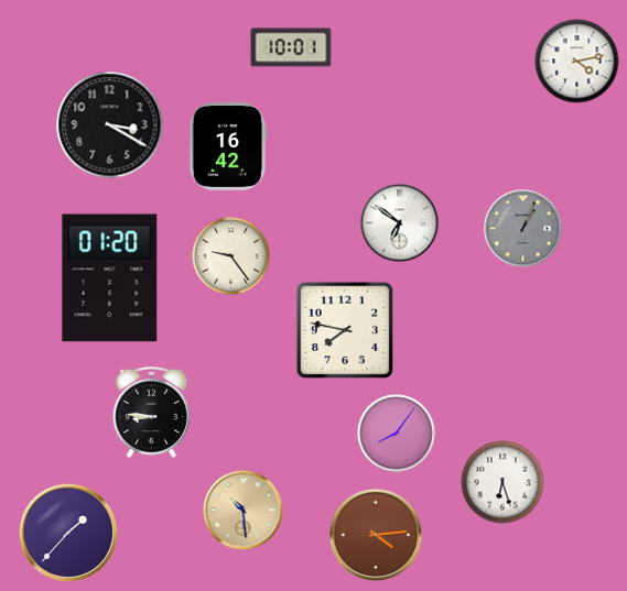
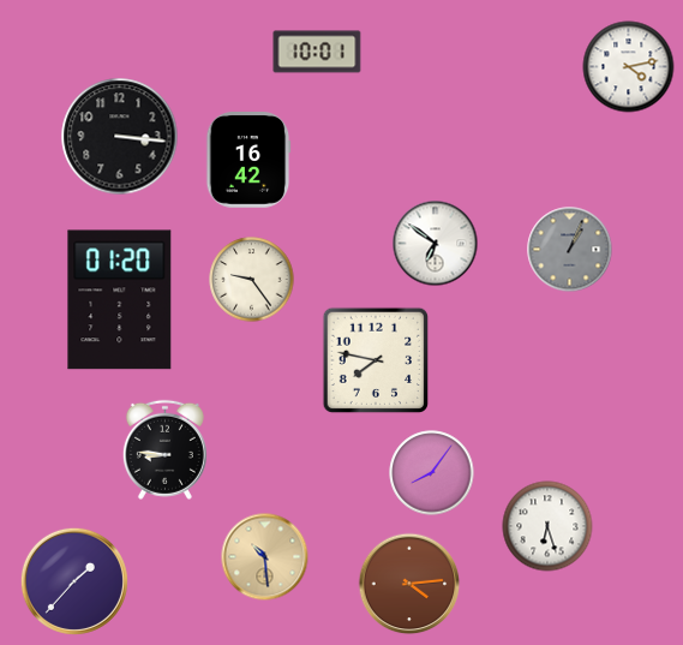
clock at (110, 125): 3:20 -> 3:16
clock at (110, 278) position: (110, 278) -> (120, 300)
